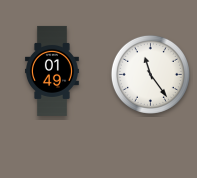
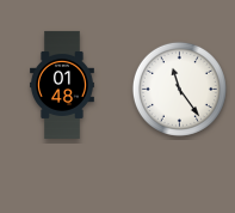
clock at (52, 71): 01:49 -> 01:48
